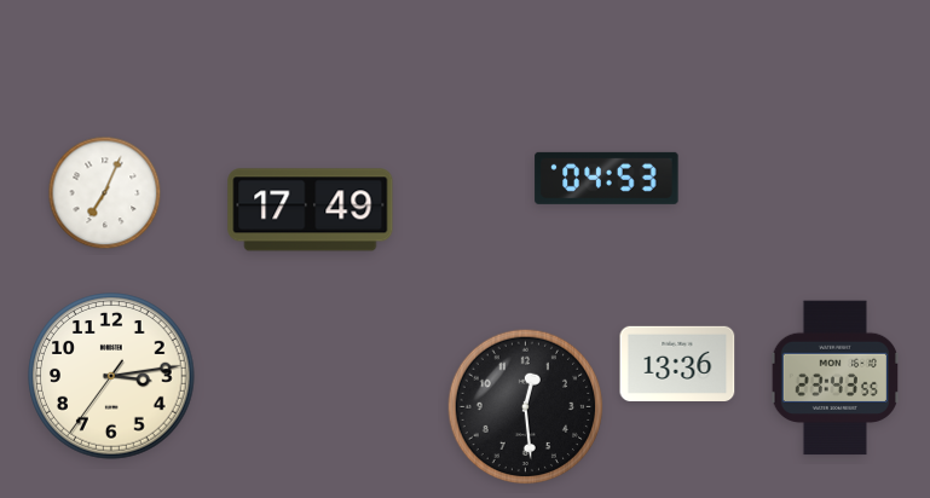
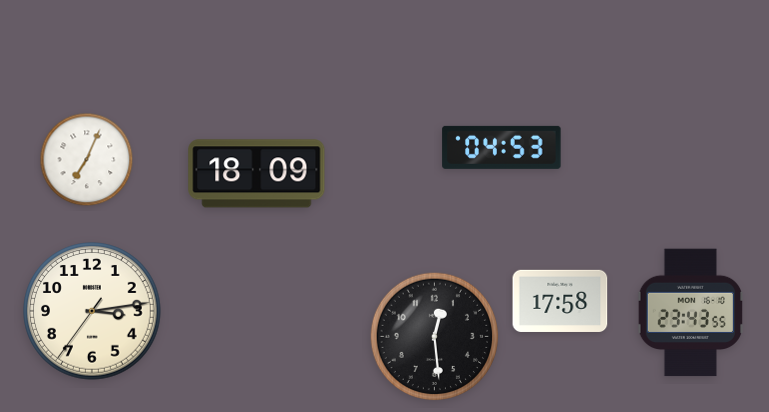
clock at (311, 210): 17:49 -> 18:09
clock at (677, 364): 13:36 -> 17:58
